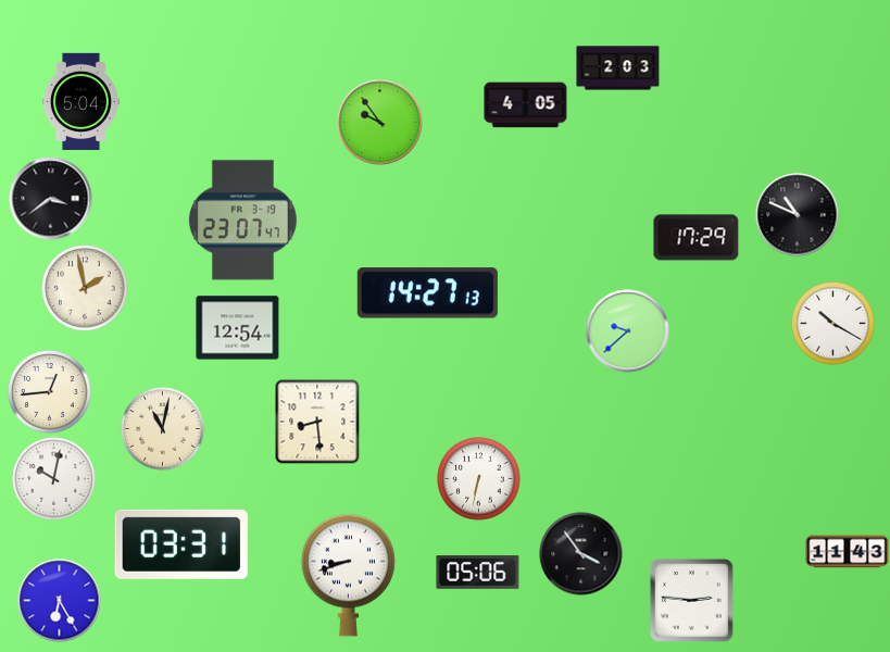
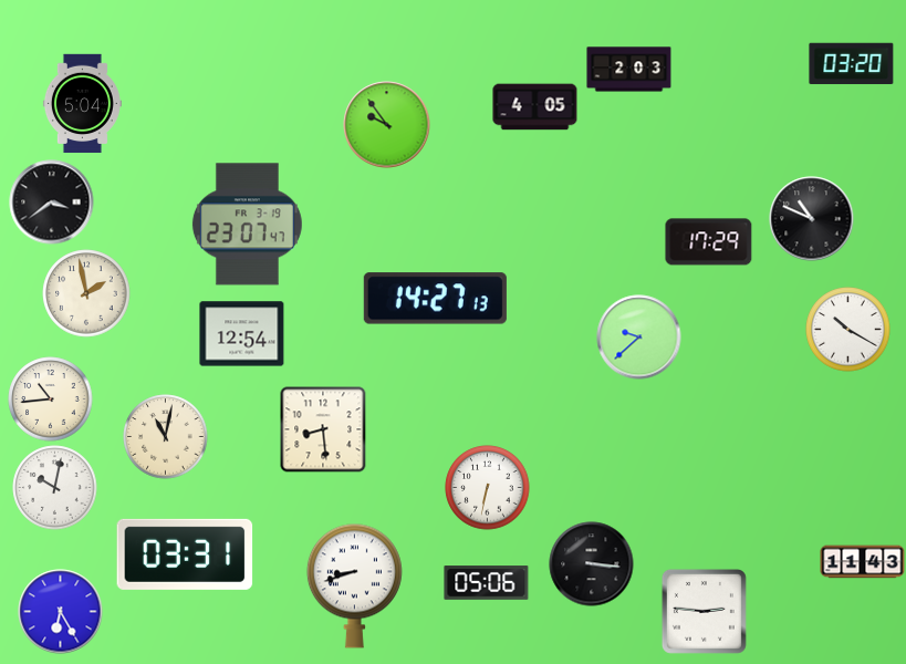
clock at (852, 64): none -> 03:20
clock at (50, 392): 12:44 -> 10:44
clock at (581, 554): 3:54 -> 3:16
